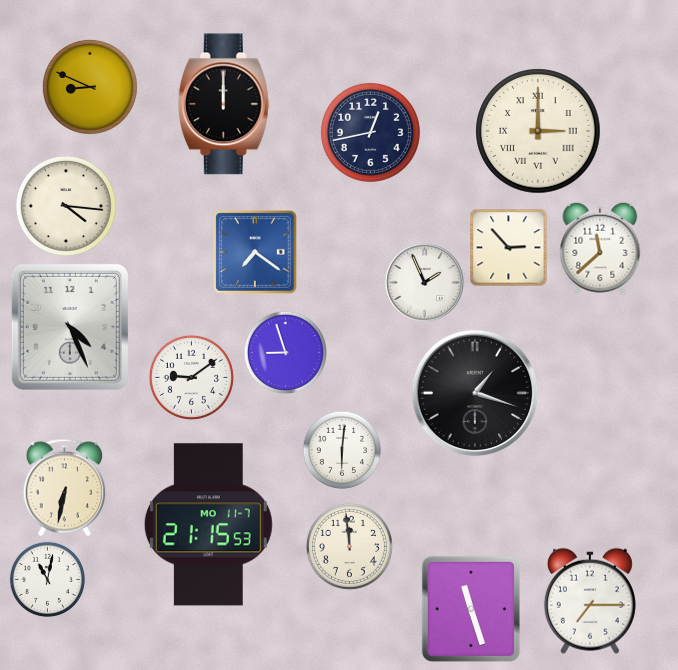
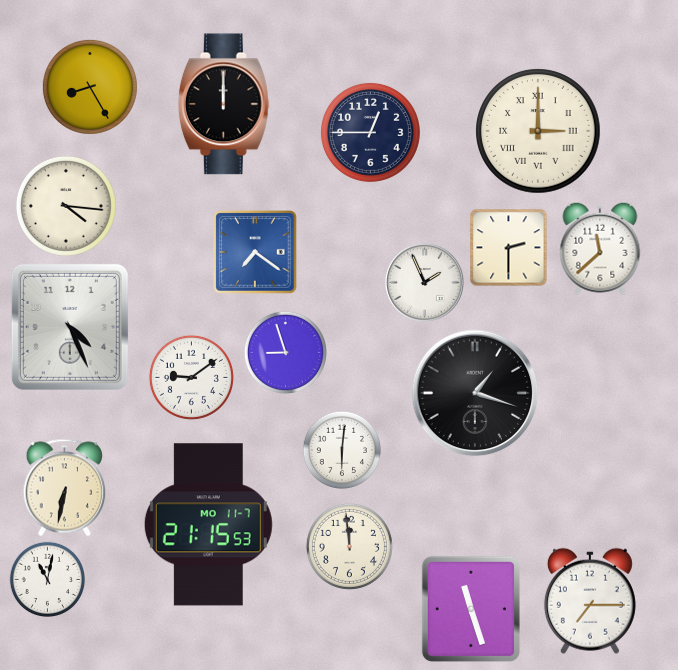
clock at (90, 87): 8:49 -> 8:25
clock at (370, 132): 12:43 -> 12:45
clock at (509, 248): 2:53 -> 2:30
